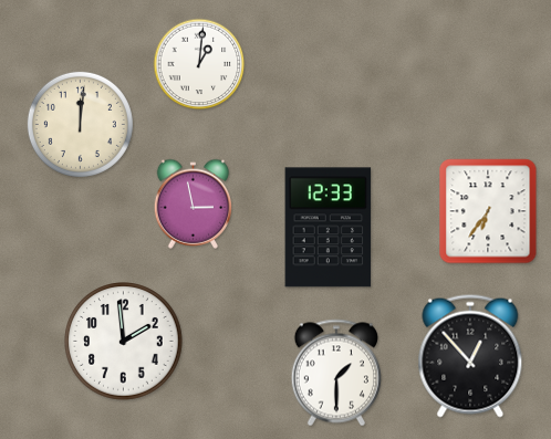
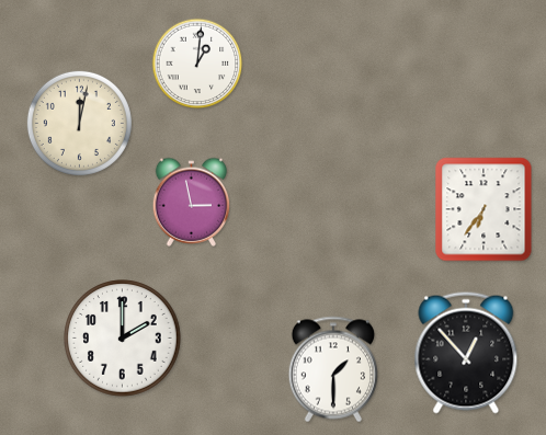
clock at (80, 124): 12:01 -> 12:02
clock at (329, 228): 12:33 -> none
clock at (124, 342): 1:59 -> 2:00
